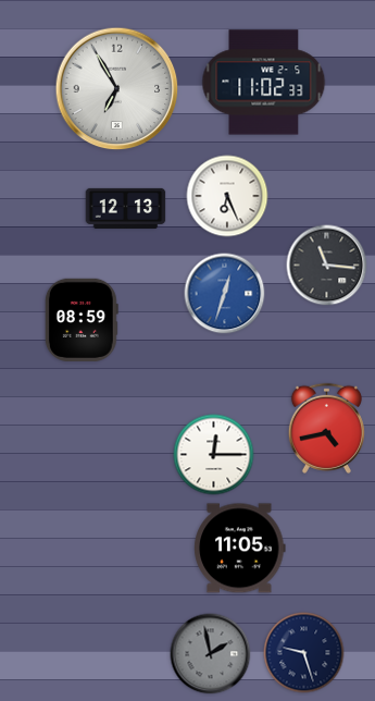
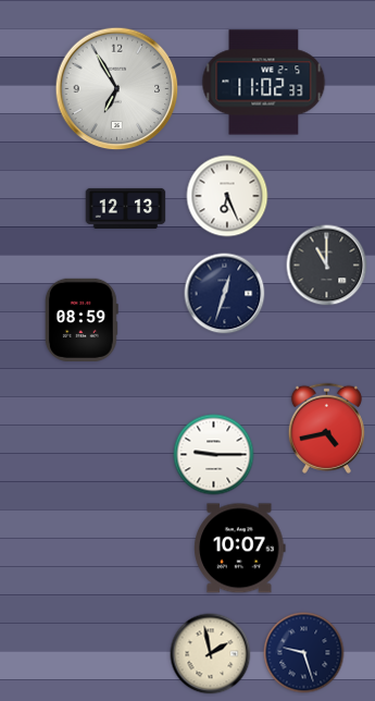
clock at (327, 266): 11:16 -> 11:00
clock at (225, 294) dial: blue -> navy
clock at (214, 455): 12:15 -> 9:15
clock at (240, 549): 11:05 -> 10:07
clock at (211, 654) dial: grey -> cream
